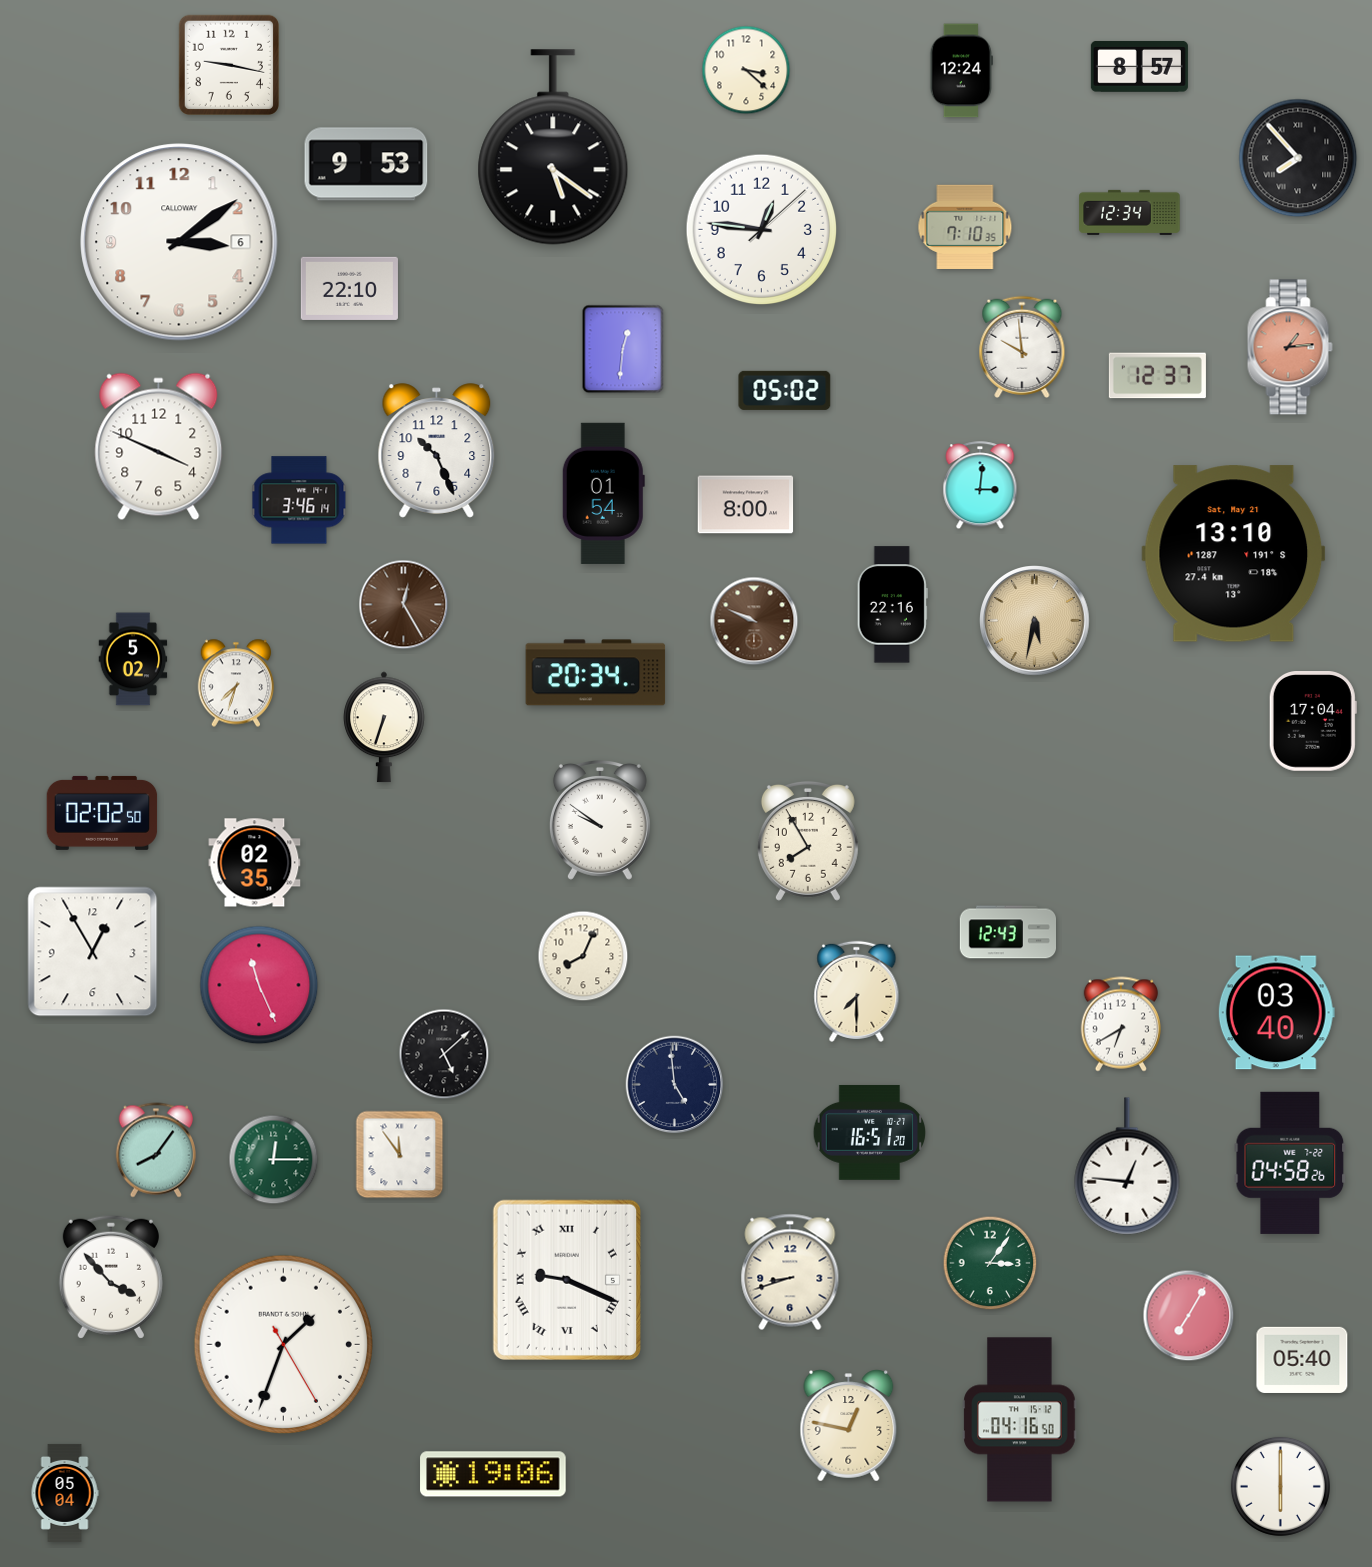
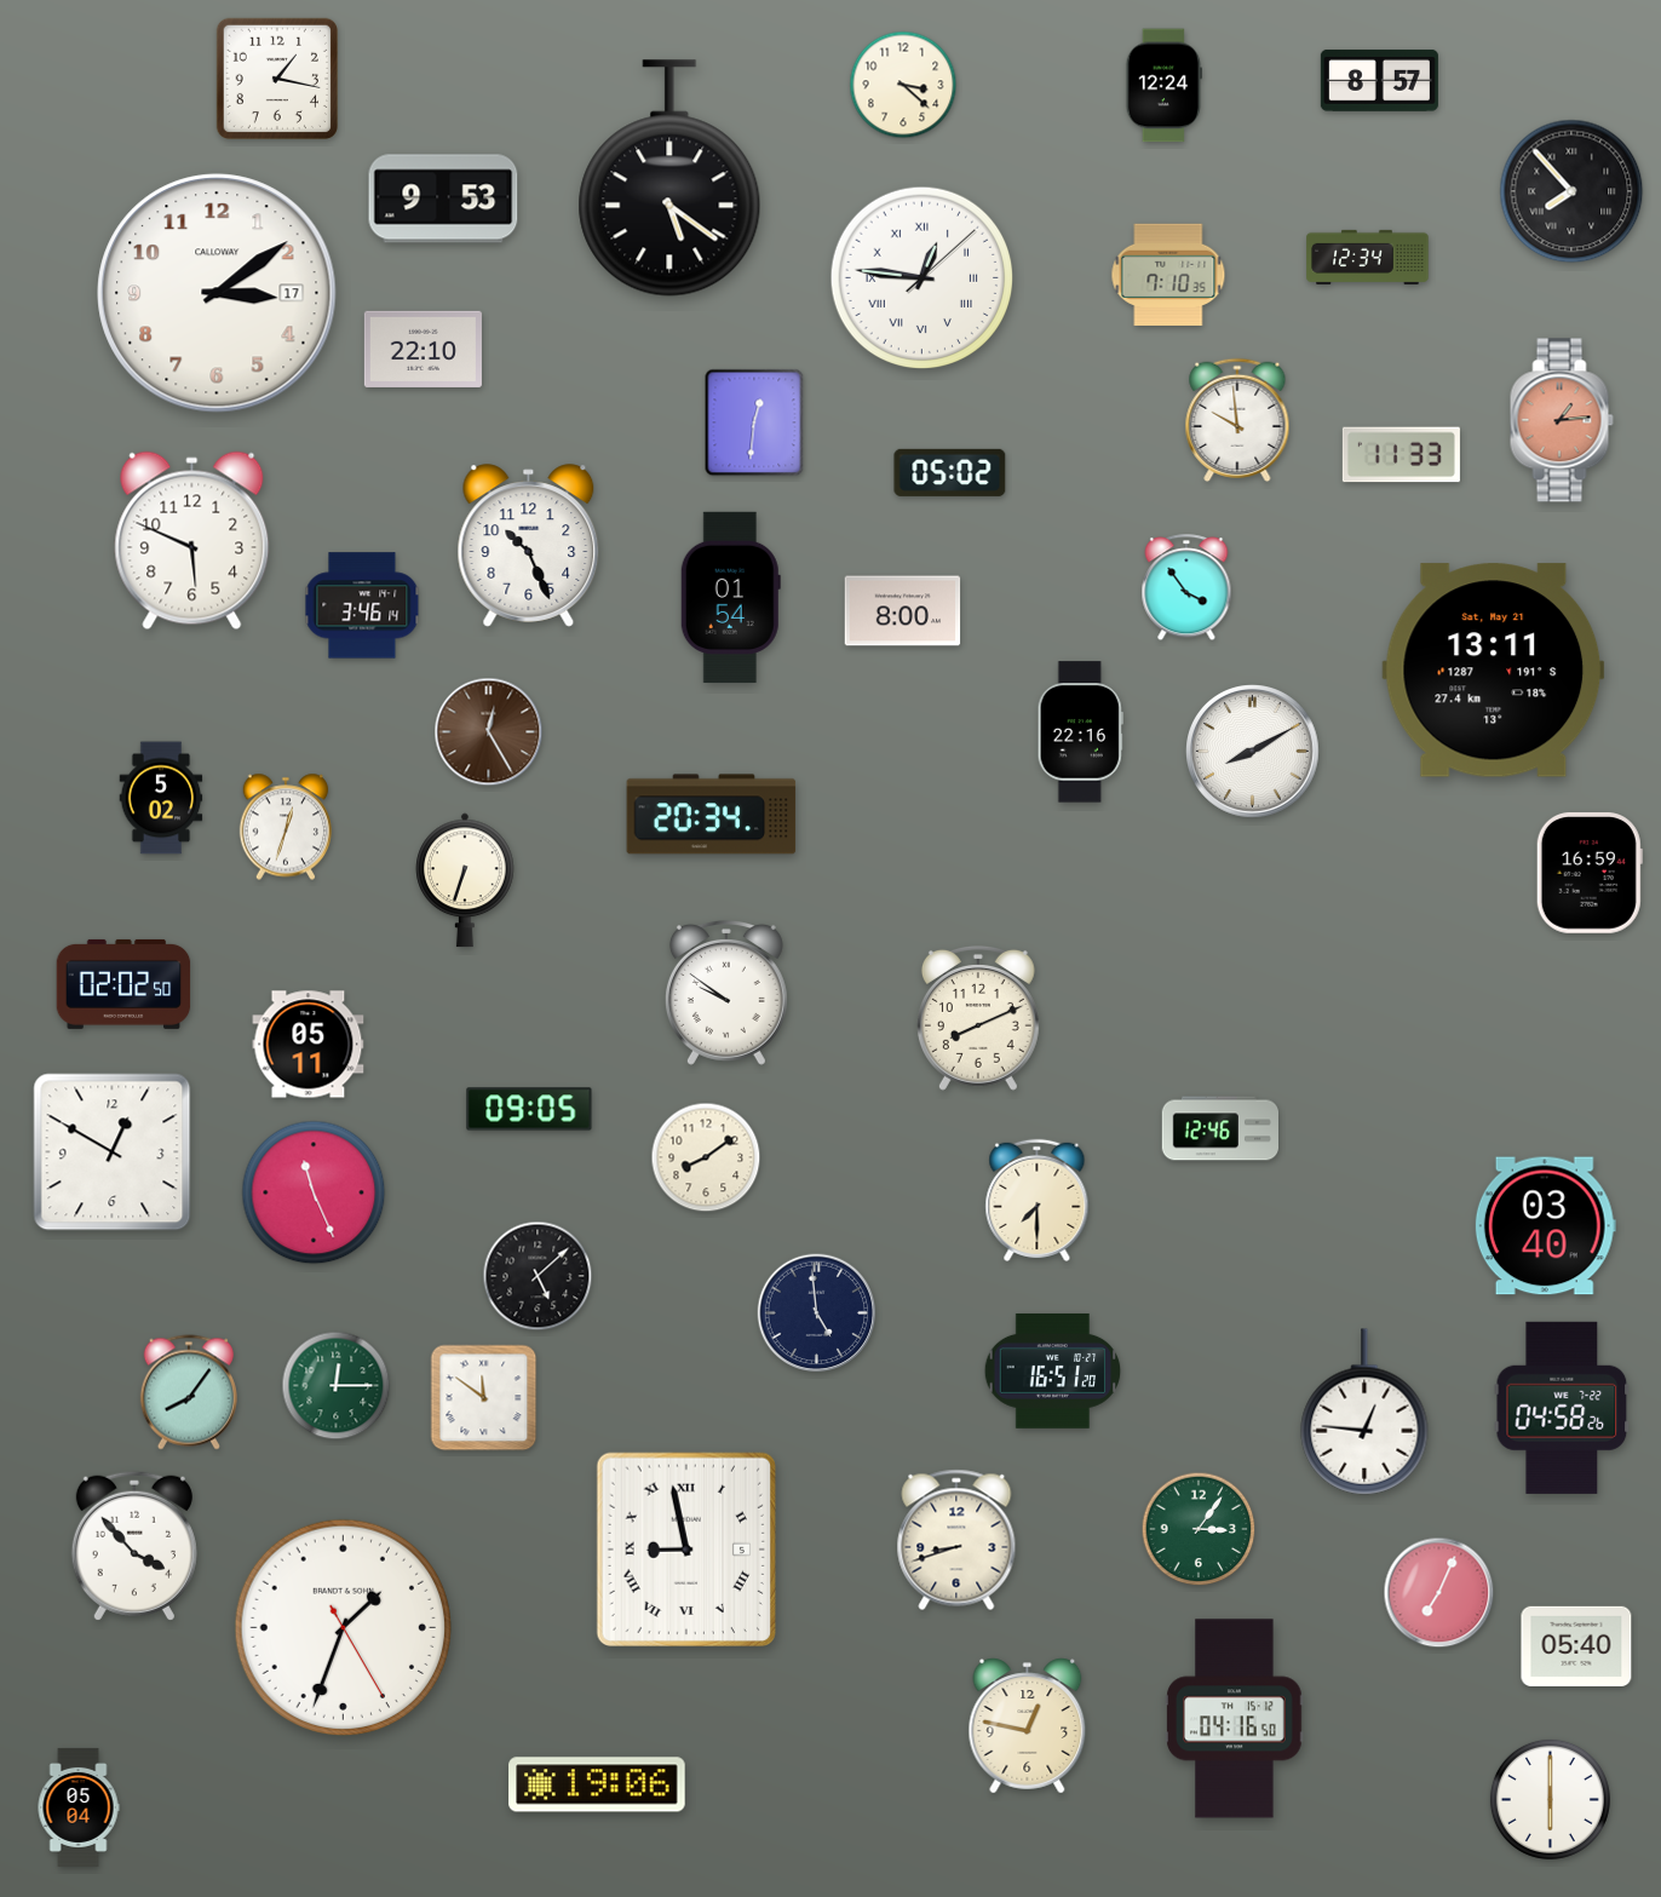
clock at (229, 65): 9:17 -> 1:17
clock at (762, 230) numerals: Arabic -> Roman
clock at (179, 242) date: 6 -> 17
clock at (1157, 376): 12:37 -> 11:33
clock at (159, 447): 3:49 -> 5:49
clock at (980, 486): 3:01 -> 3:54
clock at (1234, 554): 13:10 -> 13:11
clock at (754, 621): 9:49 -> none
clock at (1035, 621): 5:32 -> 8:10
clock at (1035, 621) dial: champagne -> white
clock at (596, 673) position: (596, 673) -> (712, 815)
clock at (236, 683): 7:33 -> 12:33
clock at (1313, 722): 17:04 -> 16:59
clock at (808, 841): 7:55 -> 8:11
clock at (255, 863): 02:35 -> 05:11
clock at (529, 1109): none -> 09:05
clock at (1007, 932): 12:43 -> 12:46
clock at (93, 952): 12:55 -> 12:50
clock at (583, 956): 8:04 -> 8:09
clock at (1121, 1024): 6:40 -> none
clock at (400, 1155): 11:54 -> 11:51
clock at (274, 1160) position: (274, 1160) -> (337, 1386)
clock at (567, 1280): 9:19 -> 8:58
clock at (1189, 1316): 7:05 -> 7:04
